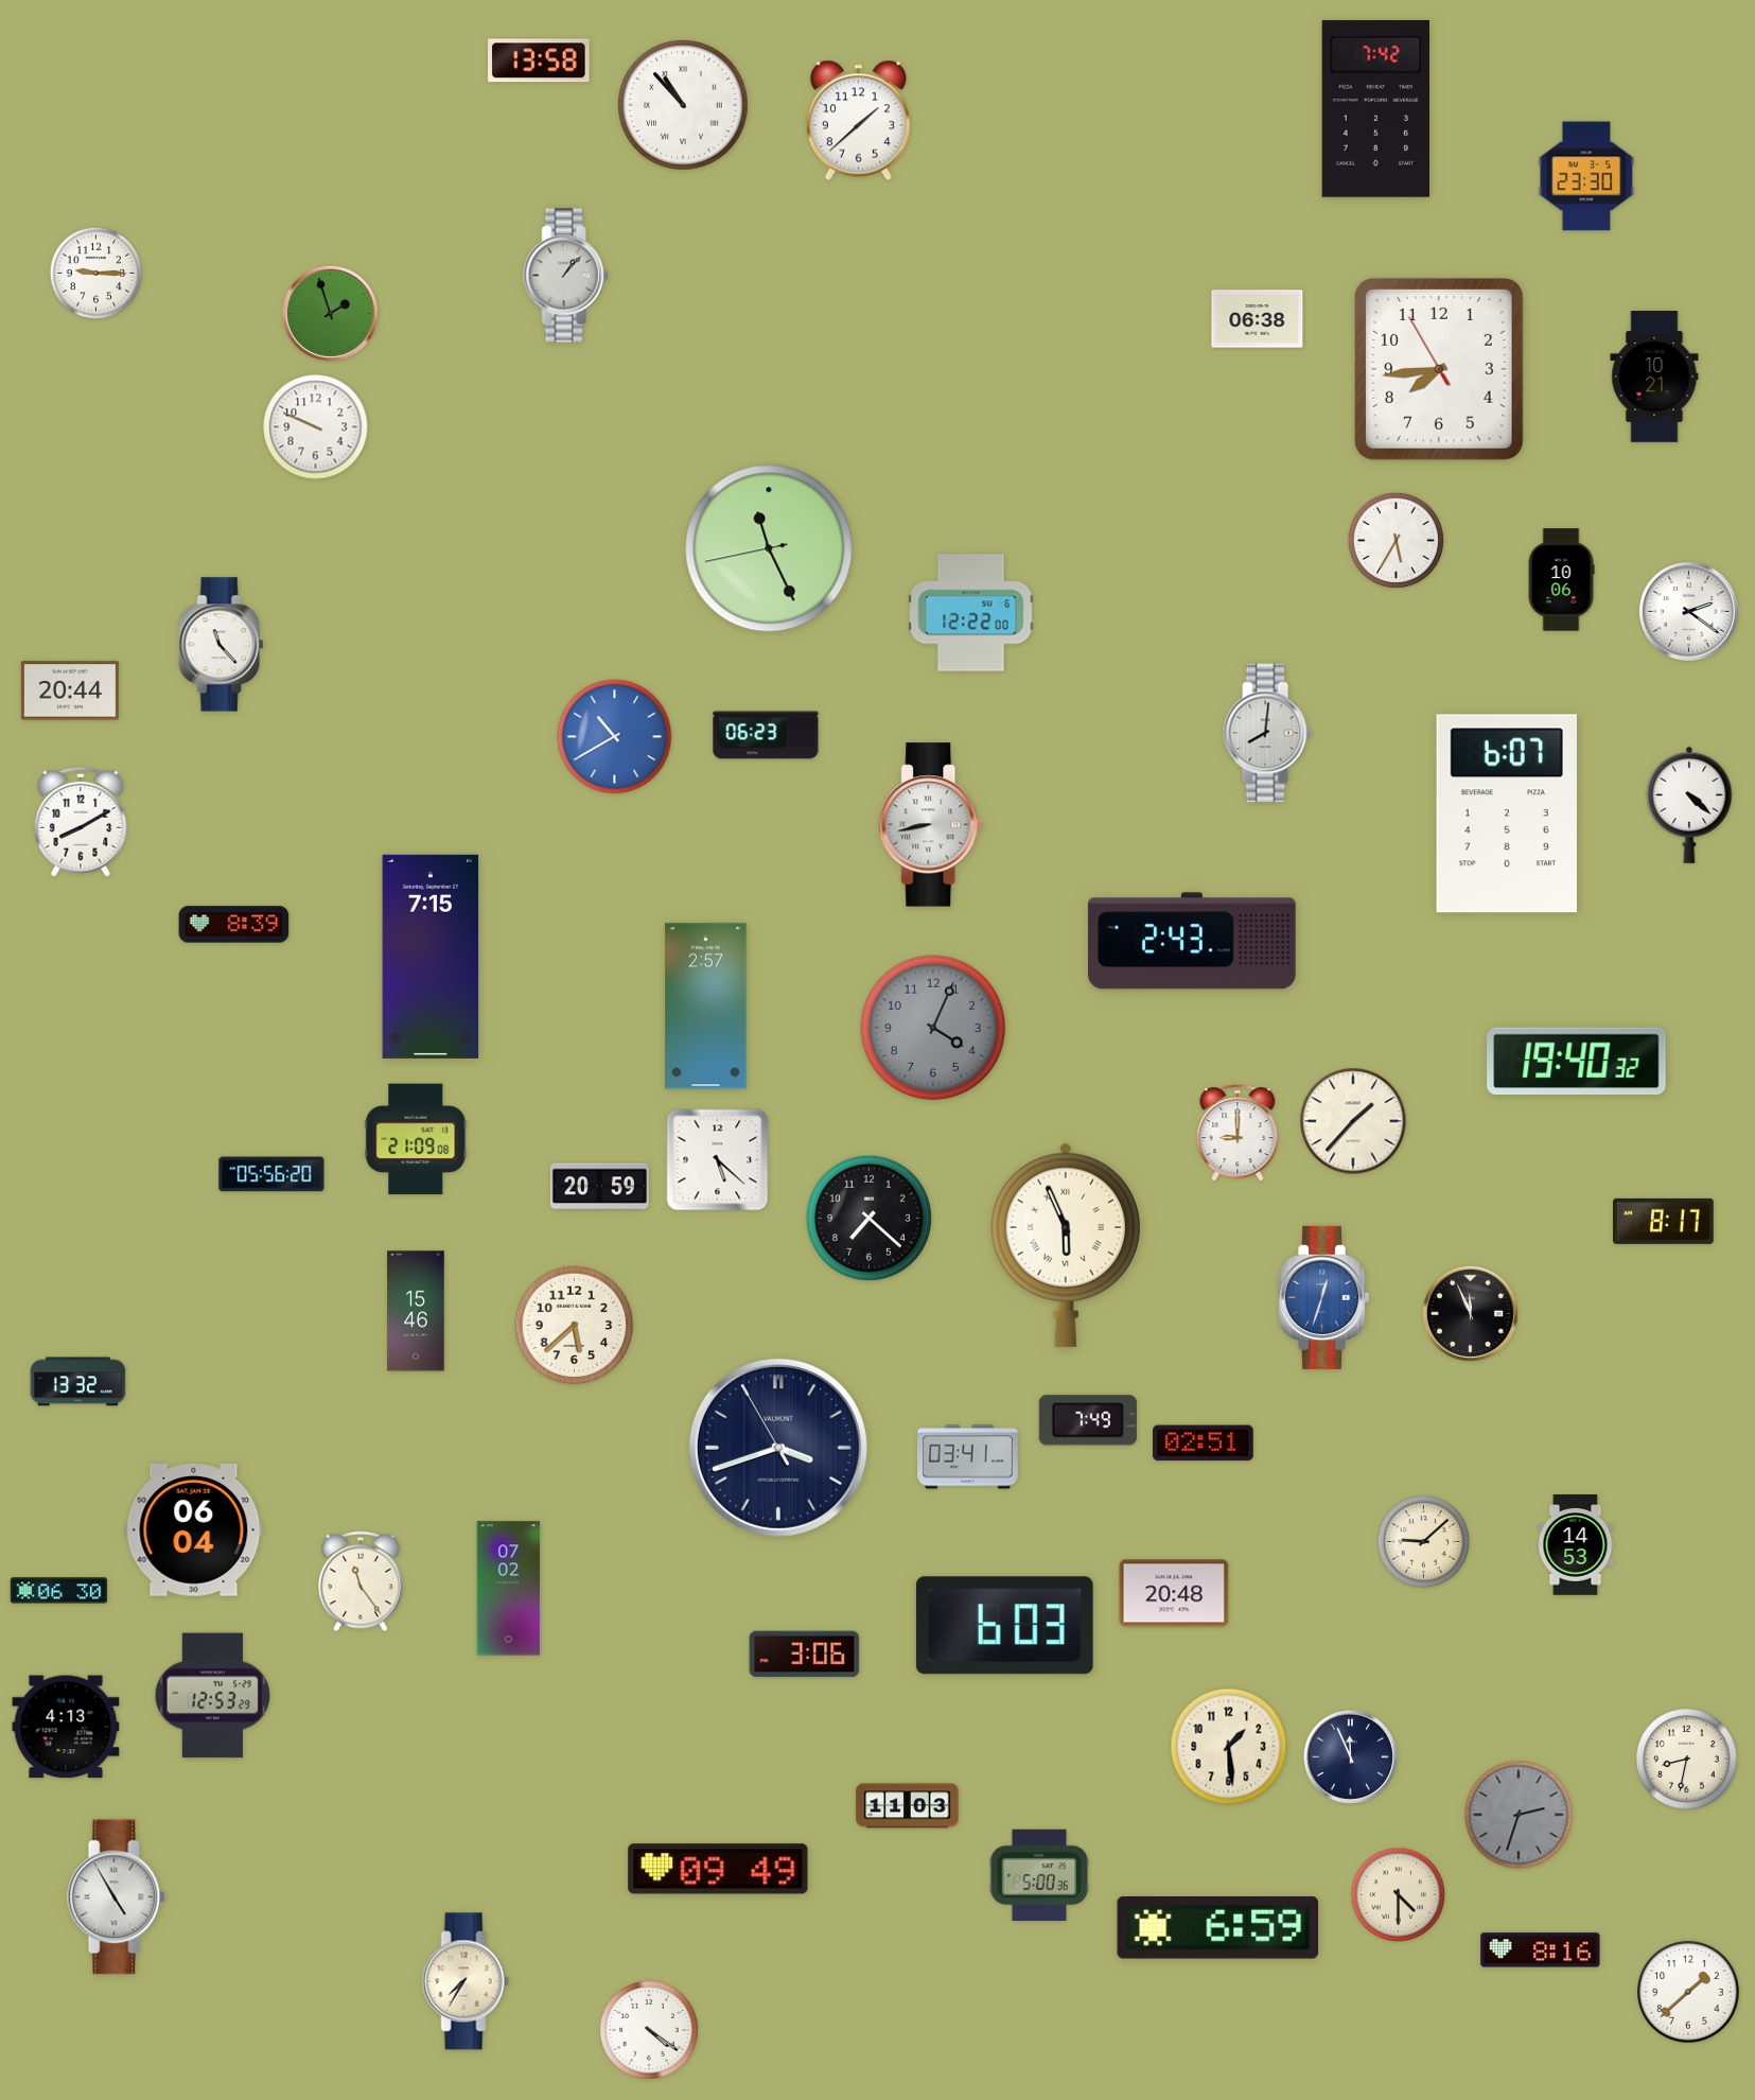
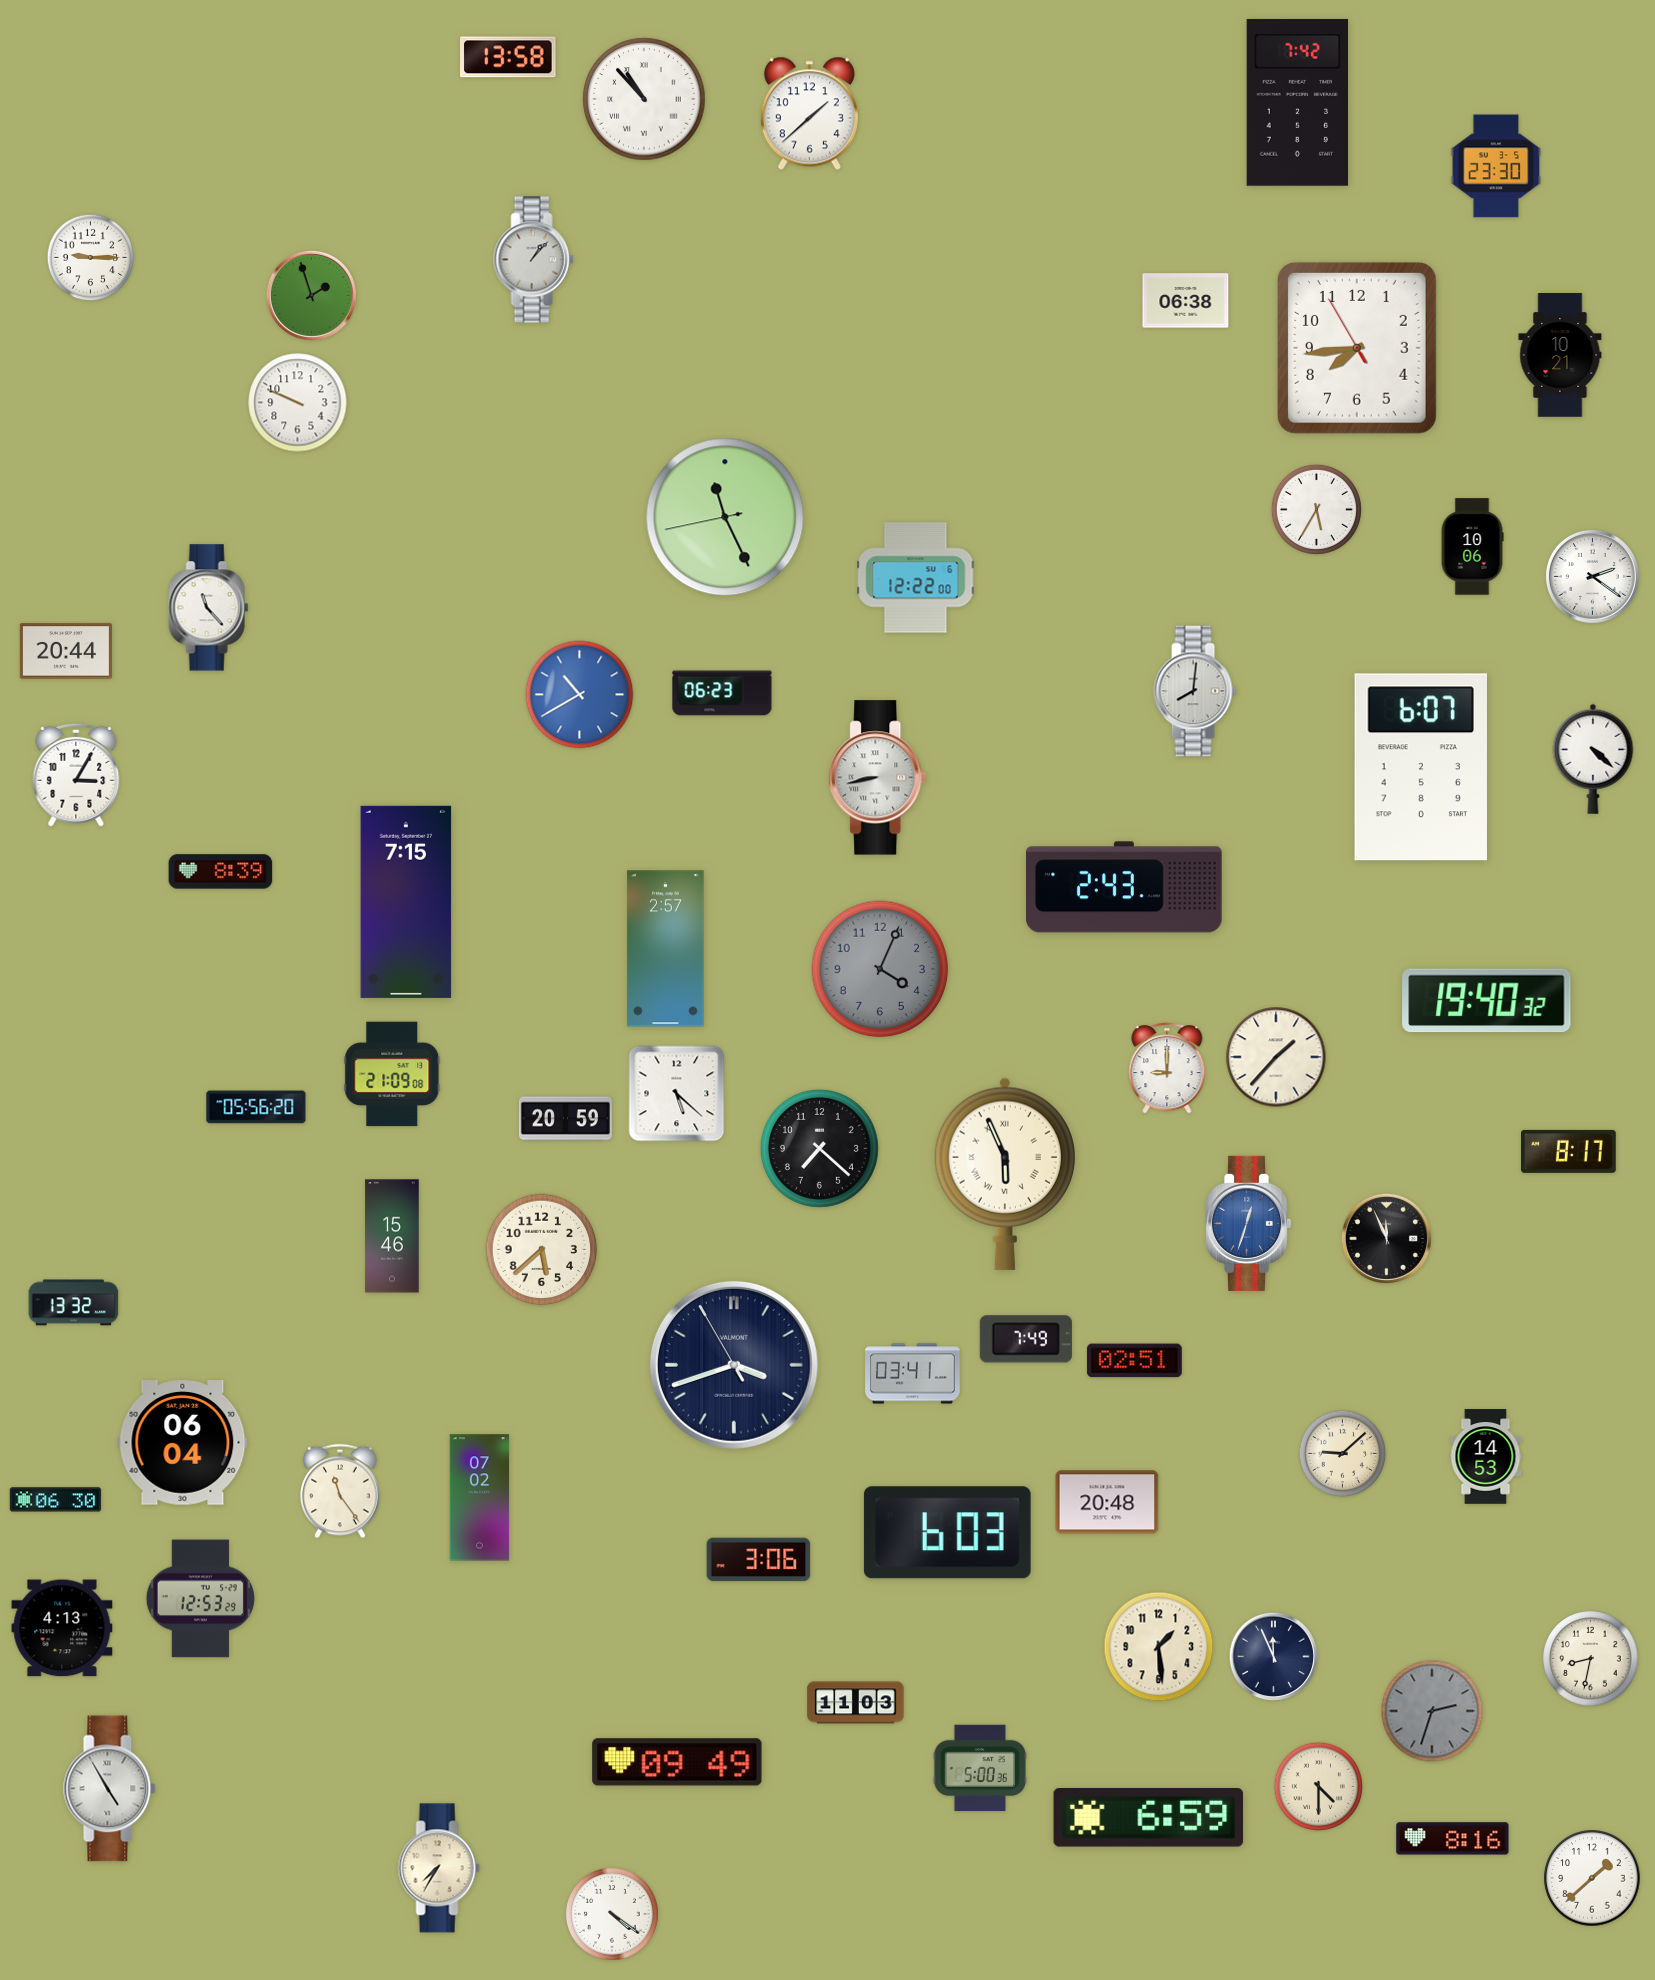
clock at (81, 822): 8:10 -> 3:05
